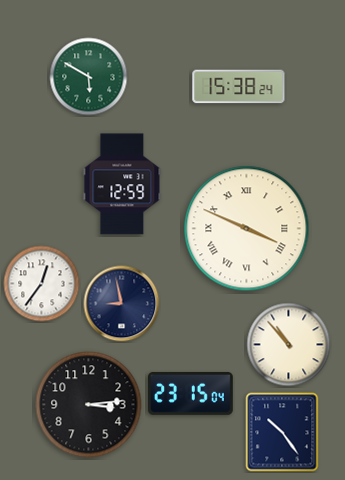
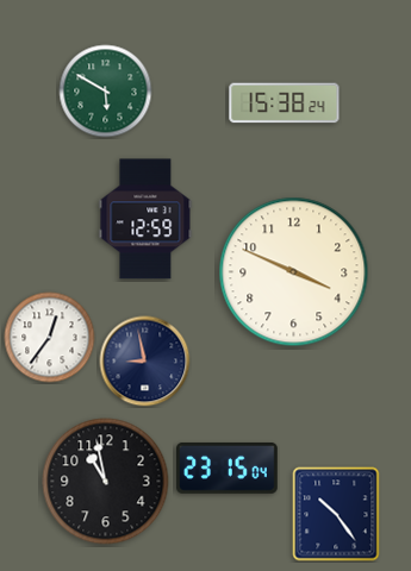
clock at (247, 229) numerals: Roman -> Arabic
clock at (289, 345): 10:53 -> none
clock at (89, 405): 3:14 -> 10:58
